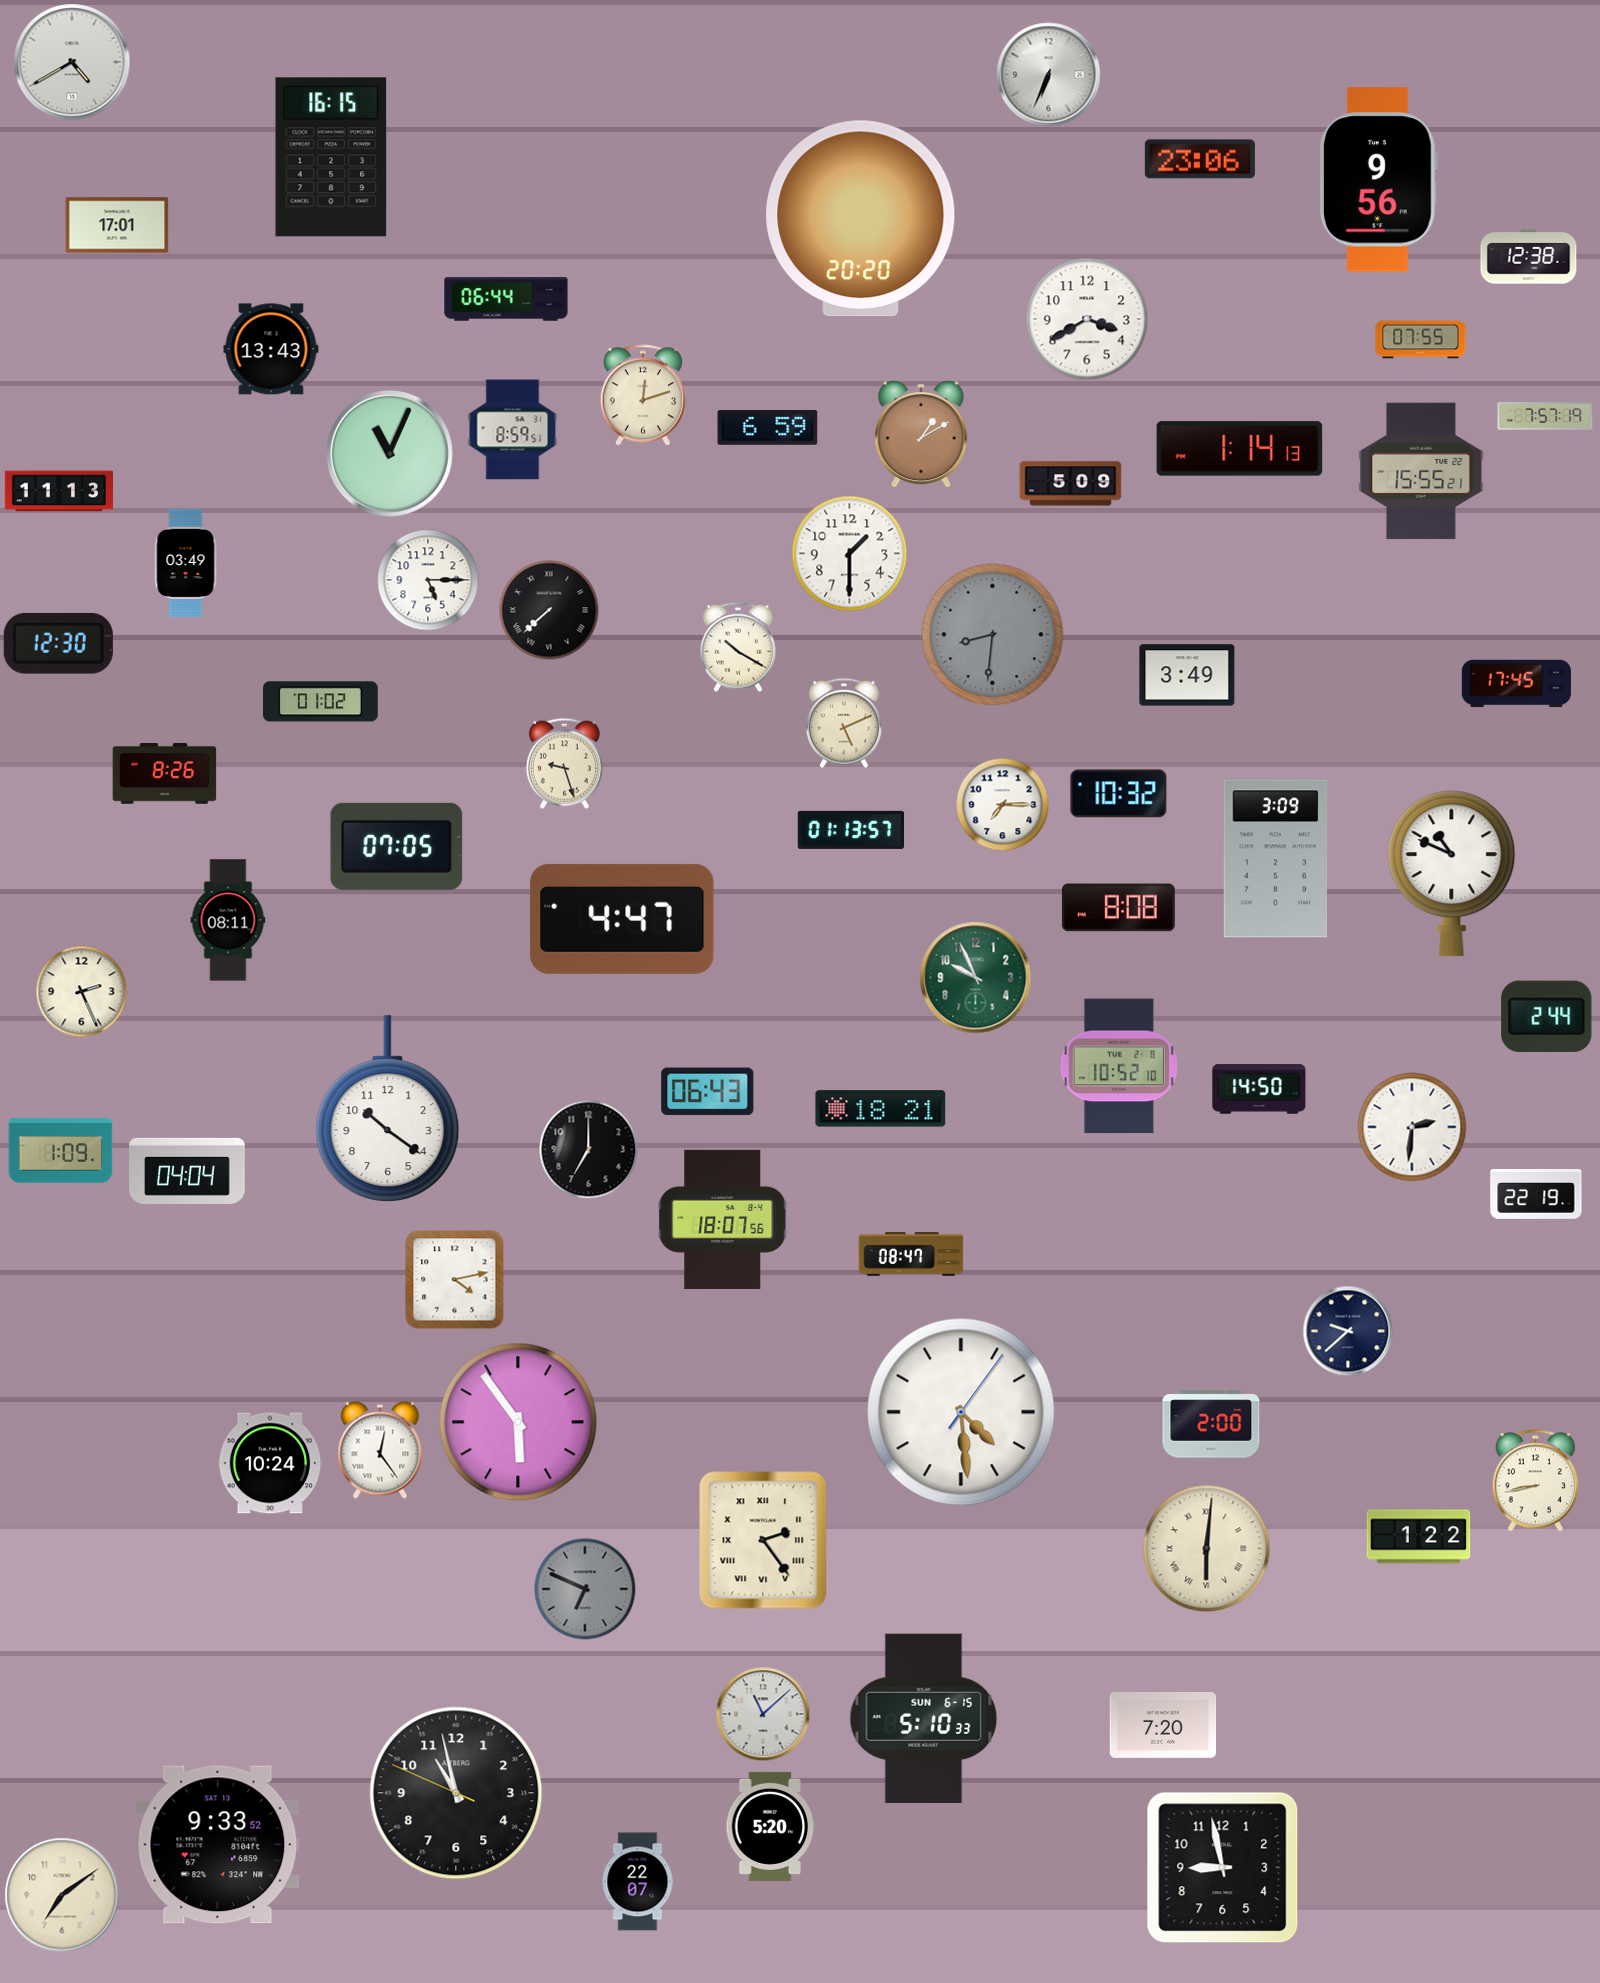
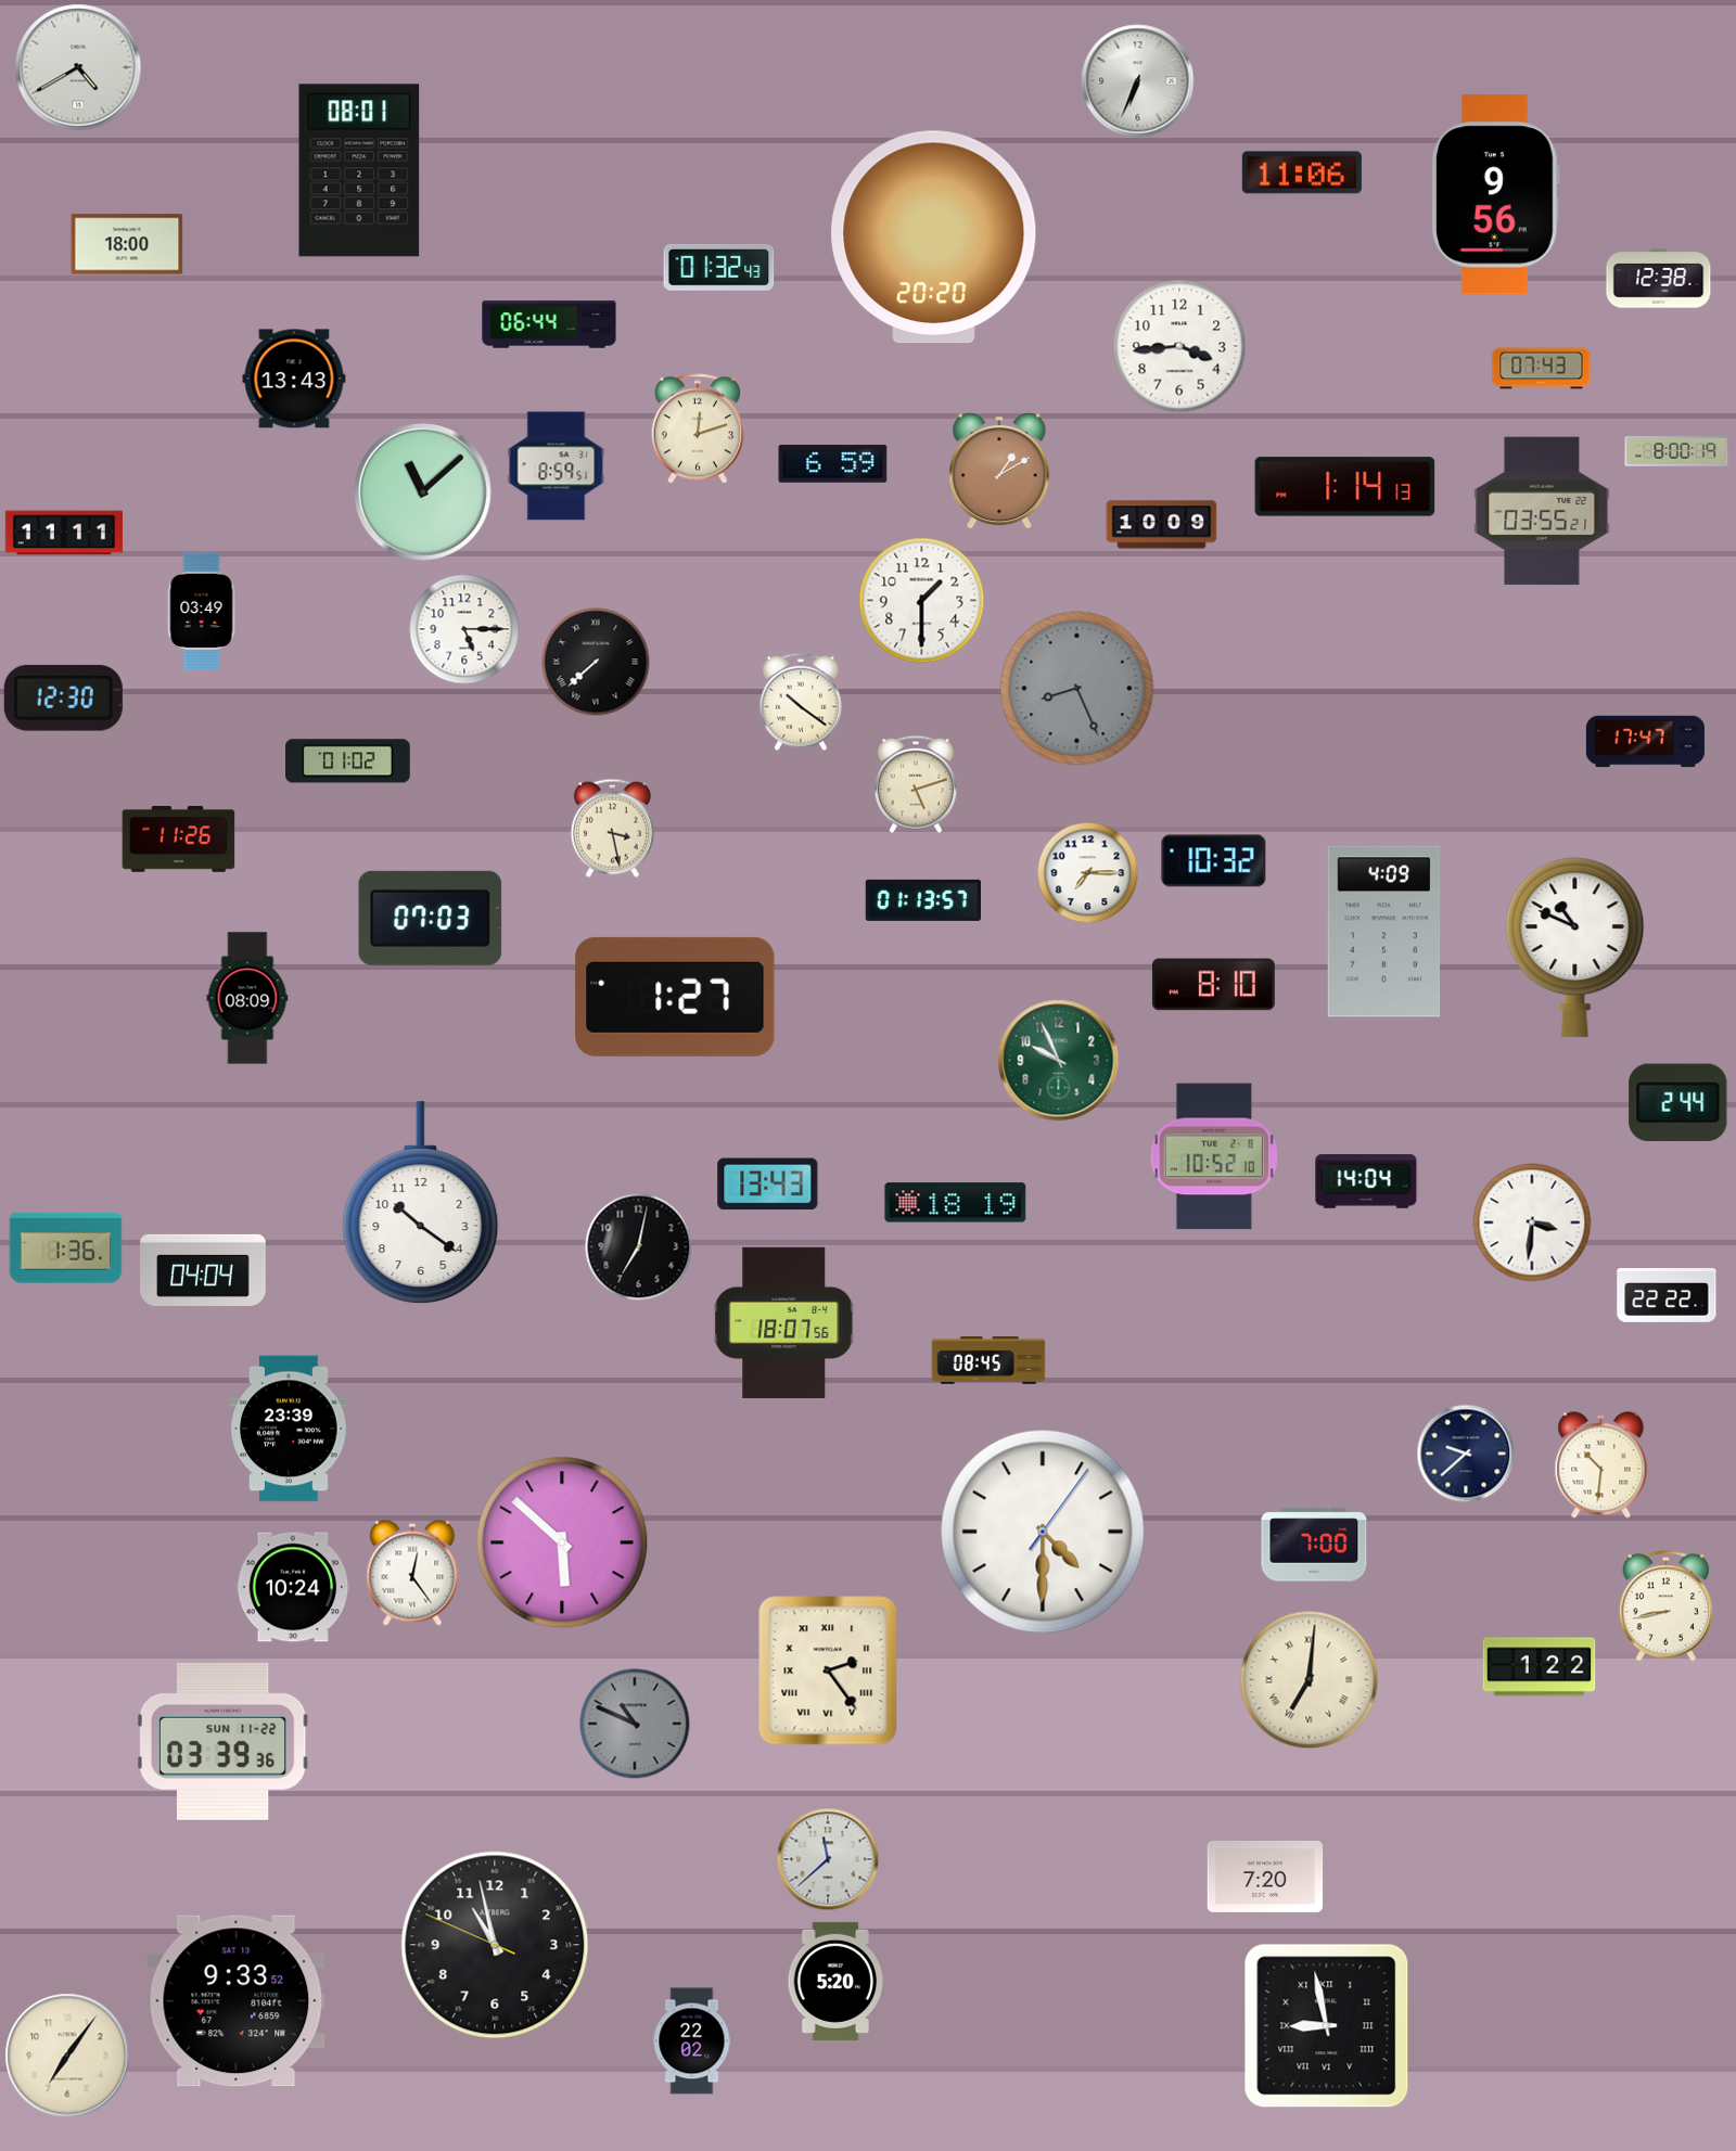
clock at (331, 157): 16:15 -> 08:01
clock at (1200, 159): 23:06 -> 11:06
clock at (117, 225): 17:01 -> 18:00
clock at (719, 267): none -> 01:32
clock at (1087, 319): 3:40 -> 3:44
clock at (1421, 340): 07:55 -> 07:43
clock at (1545, 417): 7:57 -> 8:00
clock at (390, 454): 11:04 -> 11:08
clock at (1421, 471): 15:55 -> 03:55
clock at (1071, 484): 5:09 -> 10:09
clock at (58, 491): 11:13 -> 11:11
clock at (993, 635): 8:31 -> 8:26
clock at (738, 647): 10:20 -> 10:21
clock at (1187, 675): 3:49 -> none
clock at (1516, 684): 17:45 -> 17:47
clock at (844, 723): 5:11 -> 5:12
clock at (564, 763): 9:27 -> 3:28
clock at (165, 774): 8:26 -> 11:26
clock at (397, 846): 07:05 -> 07:03
clock at (1276, 859): 3:09 -> 4:09
clock at (1118, 908): 8:08 -> 8:10
clock at (622, 919): 4:47 -> 1:27
clock at (228, 920): 08:11 -> 08:09
clock at (82, 992): 2:26 -> none
clock at (1259, 1089): 14:50 -> 14:04
clock at (708, 1092): 06:43 -> 13:43
clock at (881, 1109): 18:21 -> 18:19
clock at (1412, 1127): 2:31 -> 3:31
clock at (589, 1150): 7:00 -> 7:02
clock at (61, 1151): 1:09 -> 1:36
clock at (1536, 1195): 22:19 -> 22:22
clock at (911, 1255): 08:47 -> 08:45
clock at (455, 1280): 4:13 -> none
clock at (289, 1429): none -> 23:39
clock at (1348, 1331) position: (1348, 1331) -> (1466, 1454)
clock at (1601, 1465): none -> 10:31
clock at (961, 1412): 4:29 -> 4:30
clock at (518, 1422): 5:54 -> 5:52
clock at (1211, 1424): 2:00 -> 7:00
clock at (1207, 1549): 6:01 -> 7:01
clock at (585, 1589): 6:49 -> 10:49
clock at (222, 1741): none -> 03:39
clock at (763, 1714): 11:08 -> 11:38
clock at (924, 1718): 5:10 -> none
clock at (1163, 1725) position: (1163, 1725) -> (1265, 1877)
clock at (1223, 1868) numerals: Arabic -> Roman
clock at (638, 1882): 22:07 -> 22:02
clock at (62, 1895): 7:09 -> 7:06
